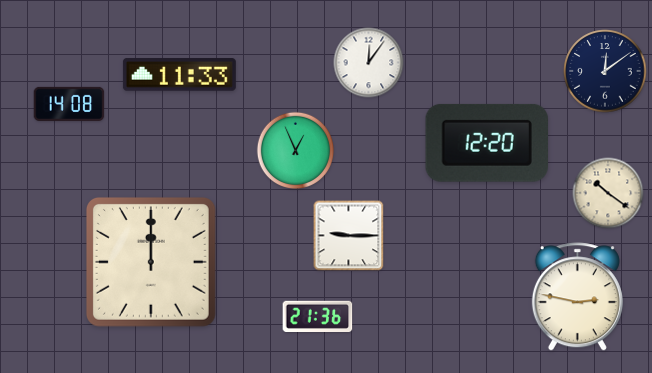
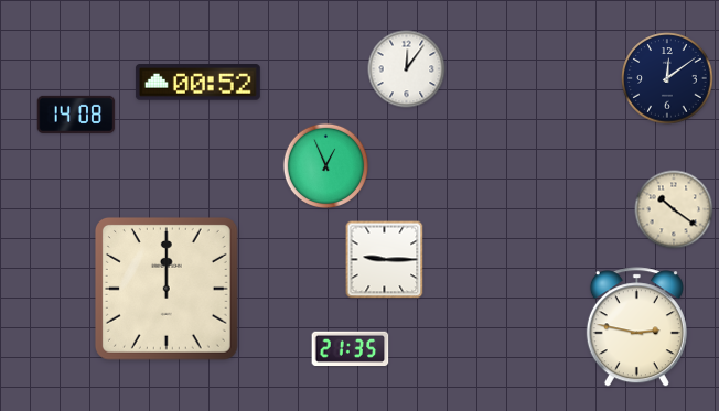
clock at (179, 75): 11:33 -> 00:52
clock at (487, 143): 12:20 -> none
clock at (608, 193) position: (608, 193) -> (674, 209)
clock at (318, 316): 21:36 -> 21:35
